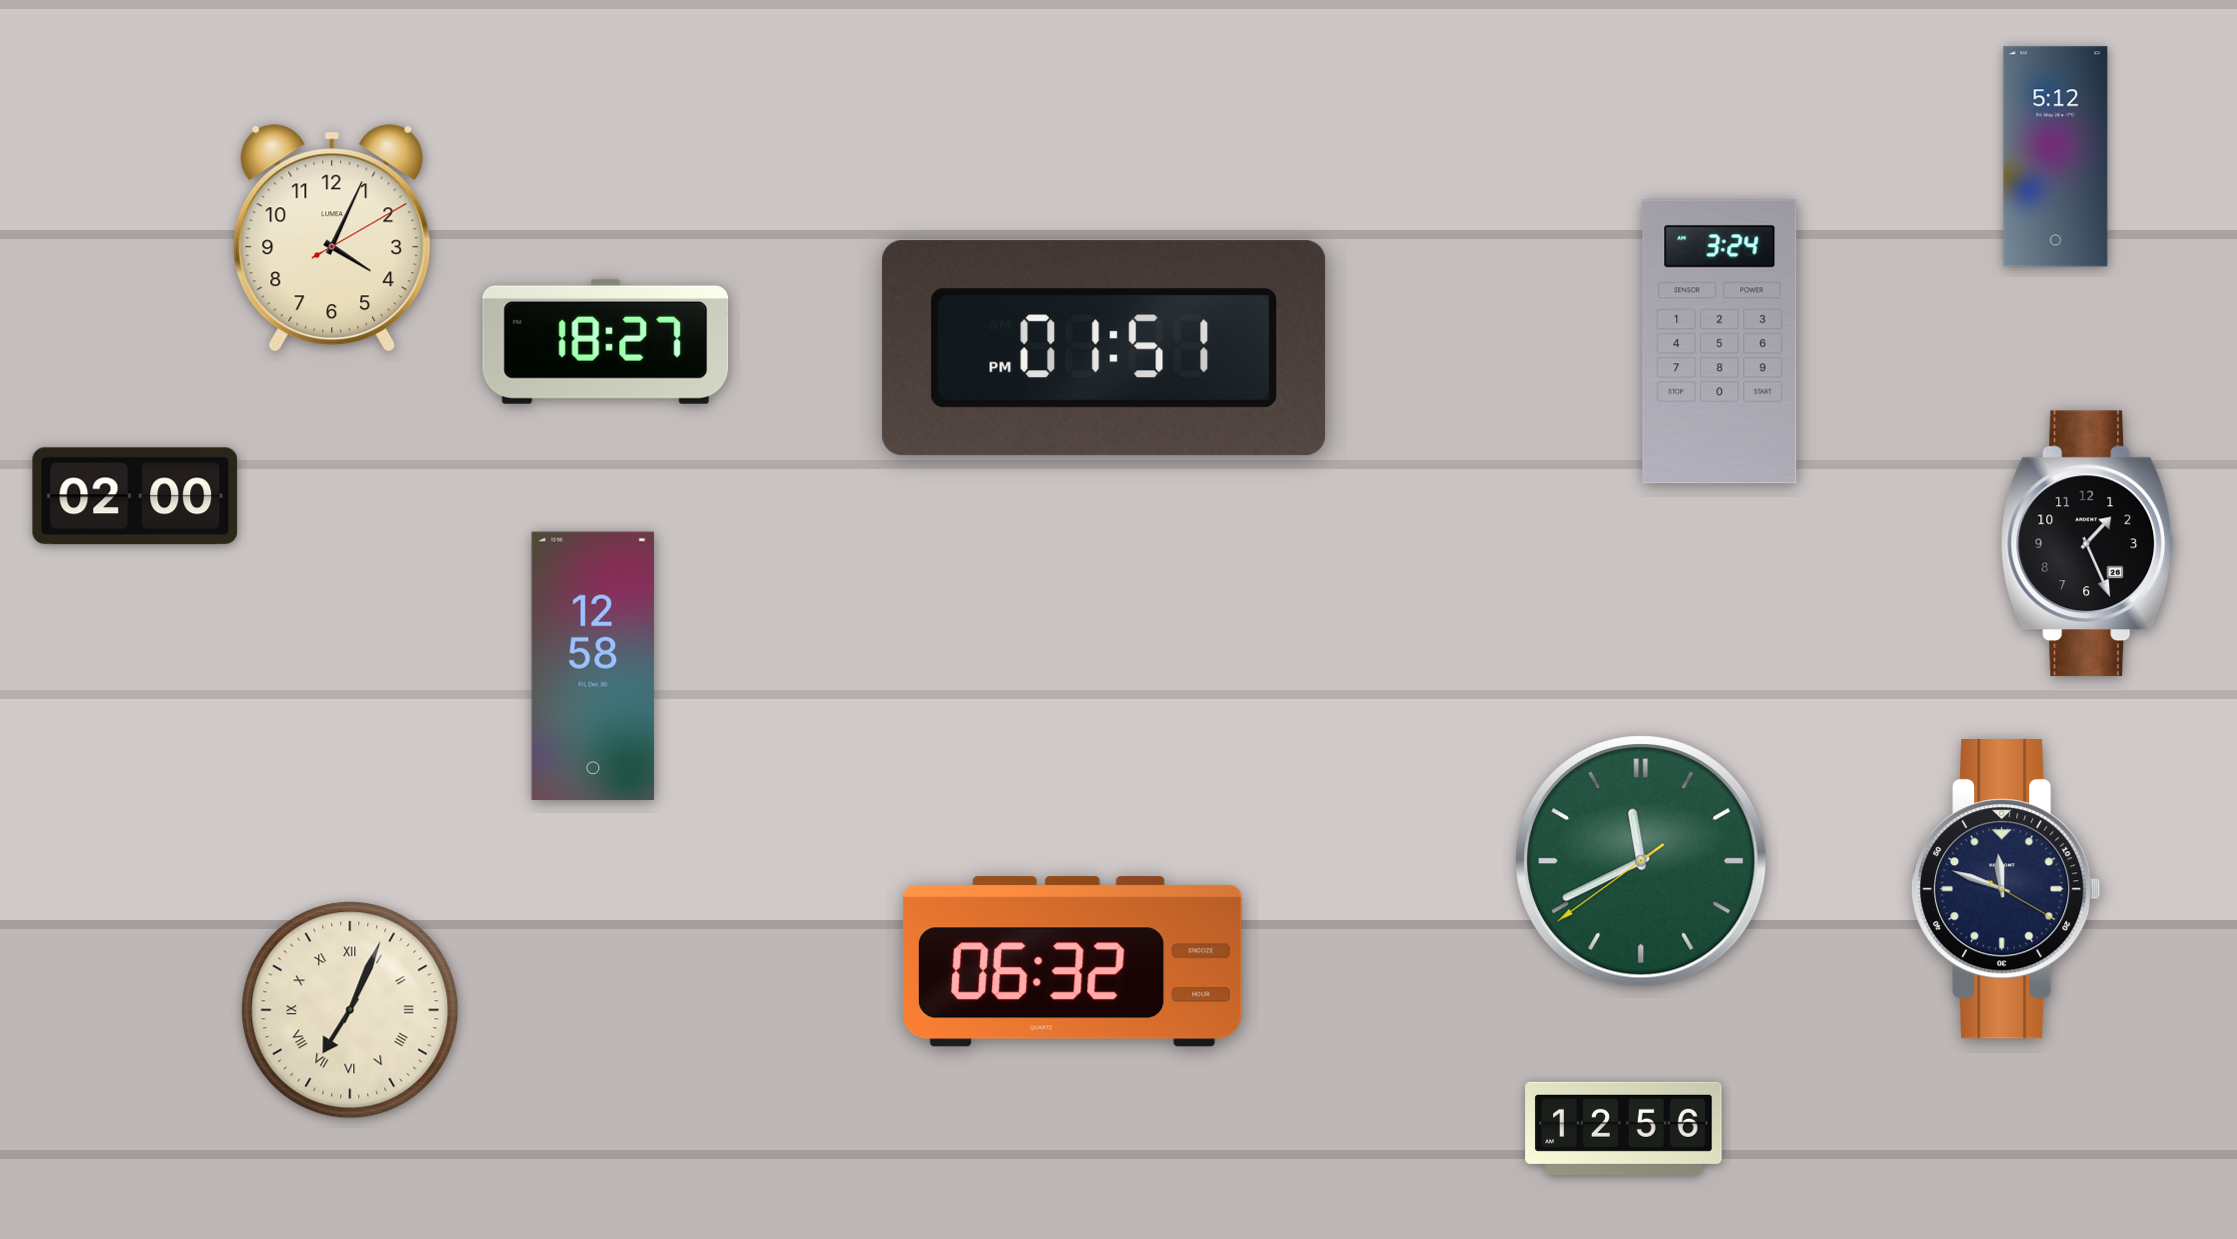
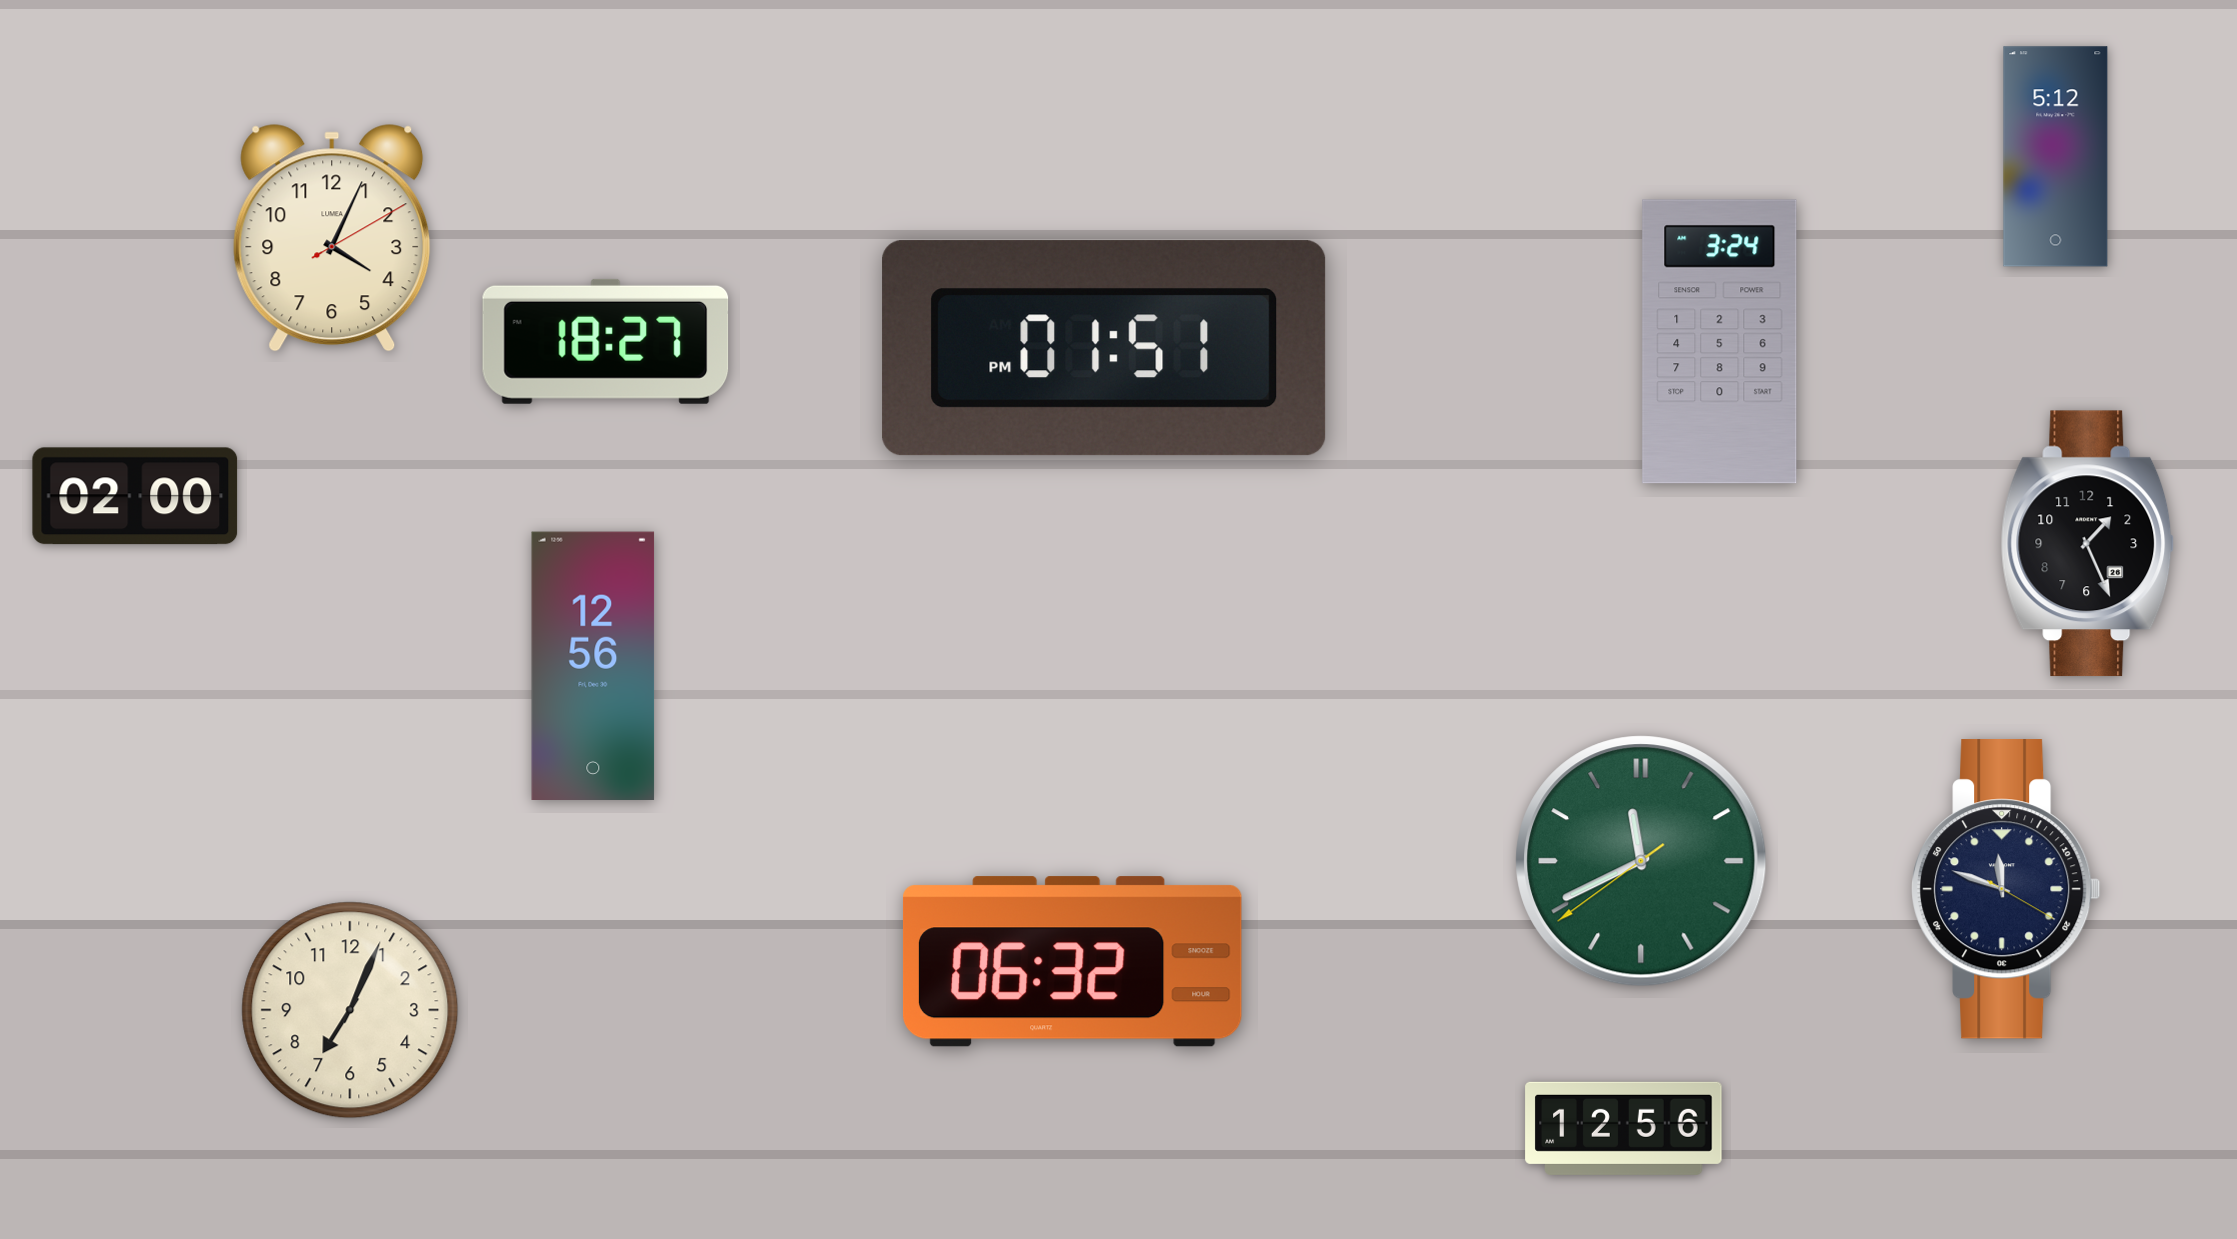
clock at (593, 665): 12:58 -> 12:56
clock at (350, 1010) numerals: Roman -> Arabic
